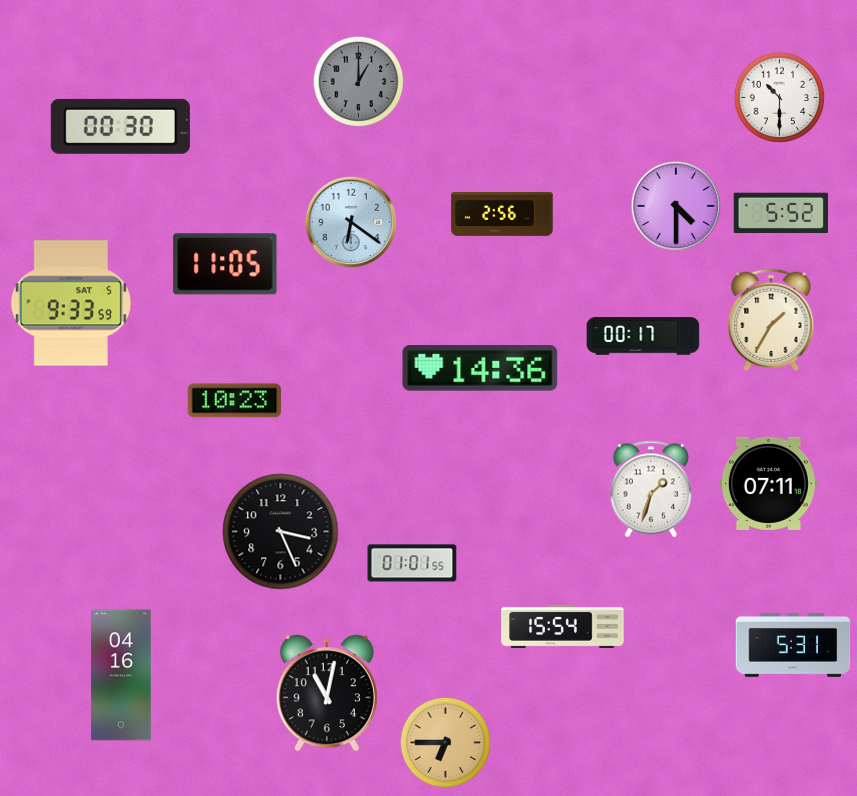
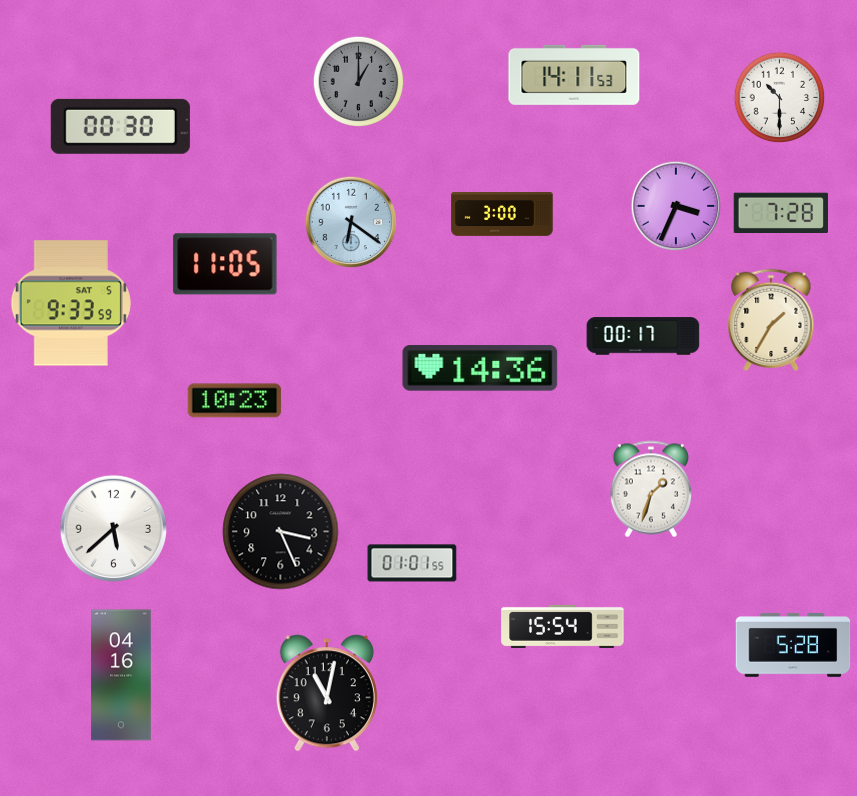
clock at (574, 75): none -> 14:11
clock at (676, 206): 4:30 -> 3:34
clock at (781, 212): 5:52 -> 7:28
clock at (502, 215): 2:56 -> 3:00
clock at (768, 483): 07:11 -> none
clock at (113, 528): none -> 5:38
clock at (793, 646): 5:31 -> 5:28
clock at (446, 743): 6:45 -> none
